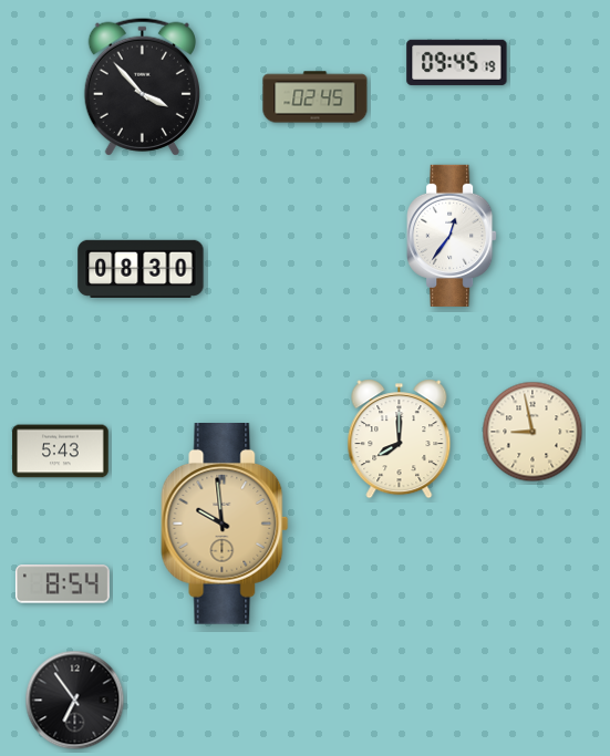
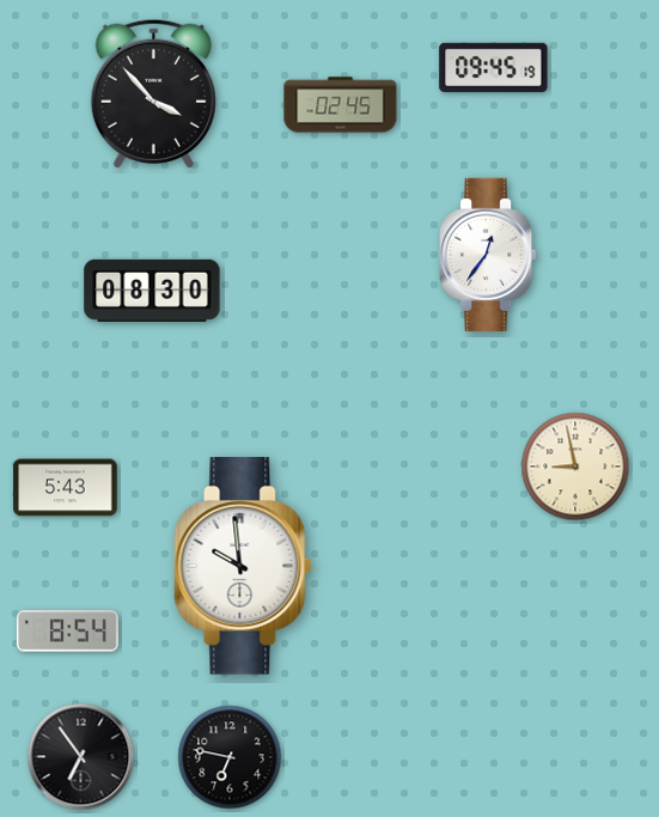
clock at (400, 439): 8:00 -> none
clock at (225, 525) dial: champagne -> white
clock at (230, 757): none -> 6:47
